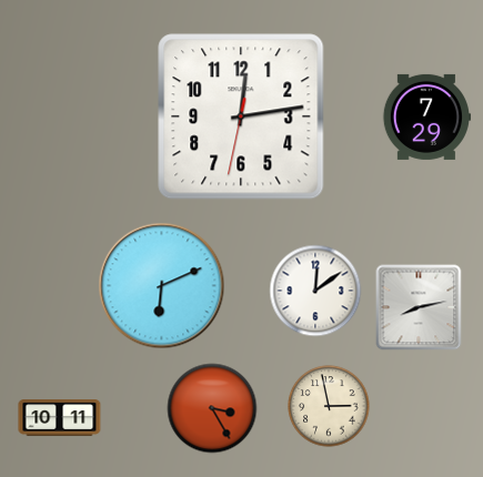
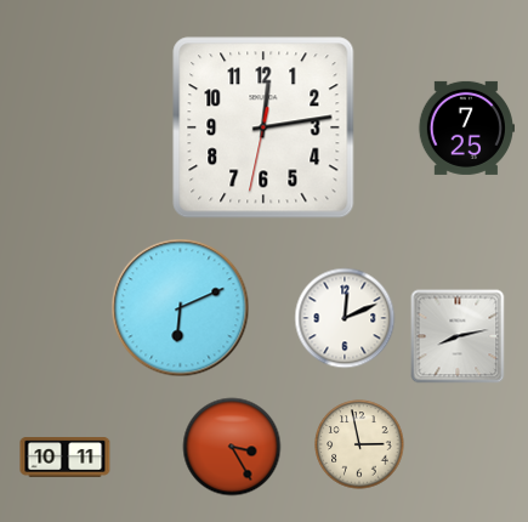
clock at (425, 116): 7:29 -> 7:25
clock at (162, 286) position: (162, 286) -> (181, 308)
clock at (315, 291): 12:09 -> 12:11
